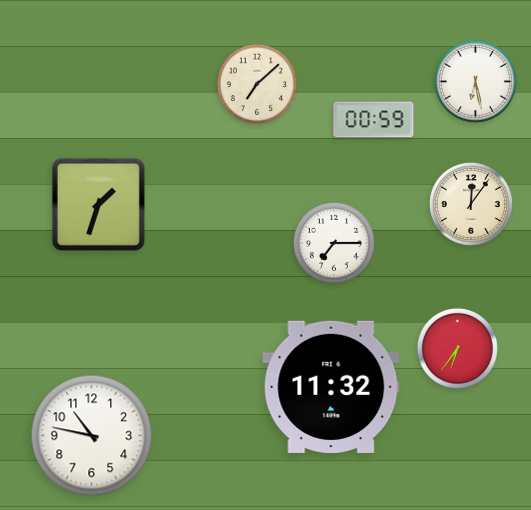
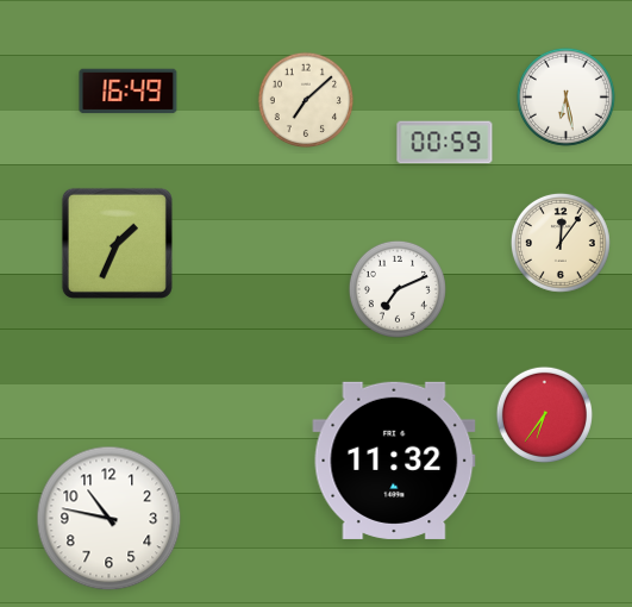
clock at (129, 92): none -> 16:49
clock at (98, 204): 1:33 -> 1:34
clock at (334, 243): 7:15 -> 7:11
